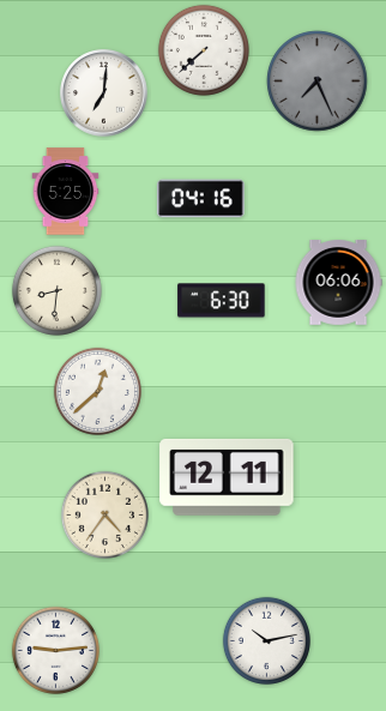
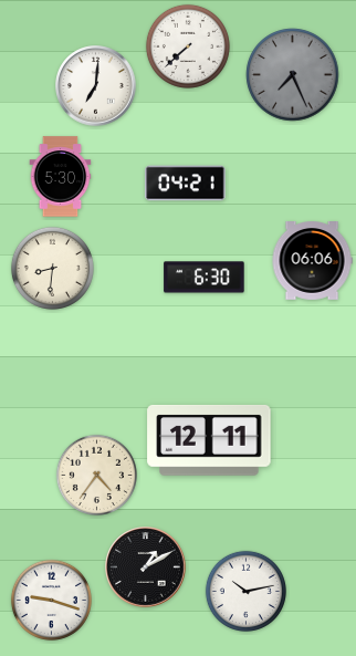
clock at (66, 192): 5:25 -> 5:30
clock at (201, 199): 04:16 -> 04:21
clock at (97, 391): 12:38 -> none
clock at (146, 568): none -> 1:10
clock at (55, 650): 9:14 -> 9:18
